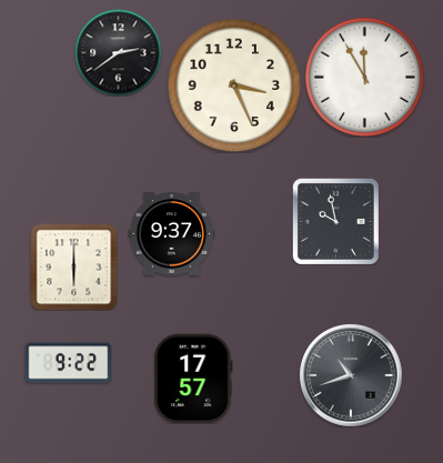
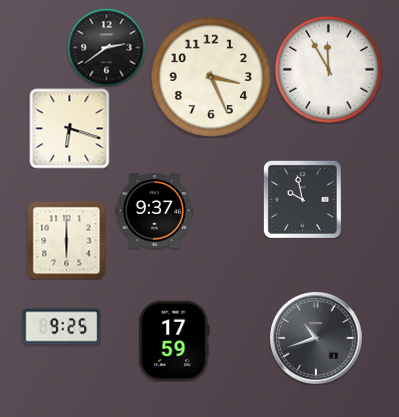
clock at (69, 128): none -> 6:18
clock at (68, 363): 9:22 -> 9:25
clock at (193, 379): 17:57 -> 17:59
